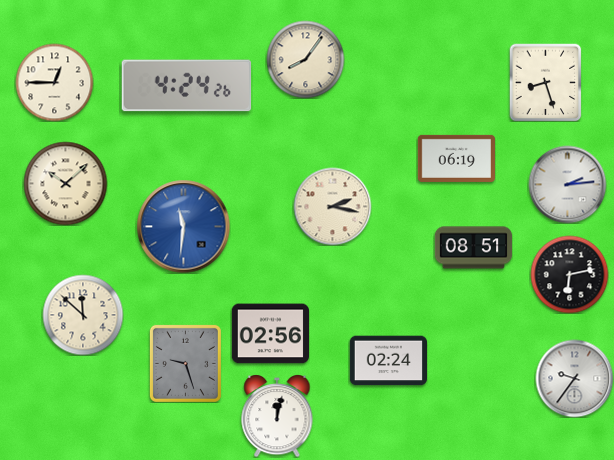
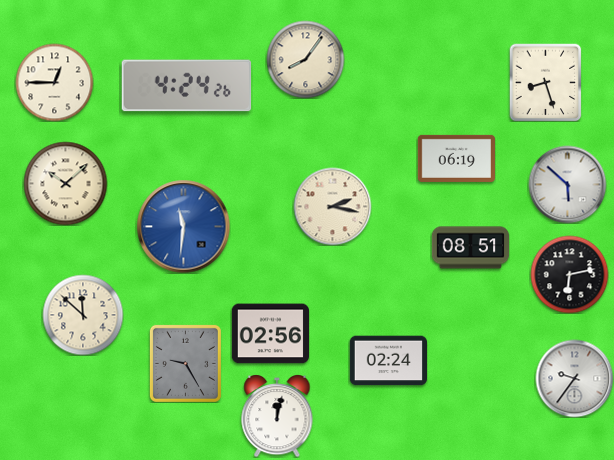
clock at (567, 184): 2:14 -> 5:52
clock at (473, 248) position: (473, 248) -> (470, 248)
clock at (185, 363): 9:27 -> 9:25
